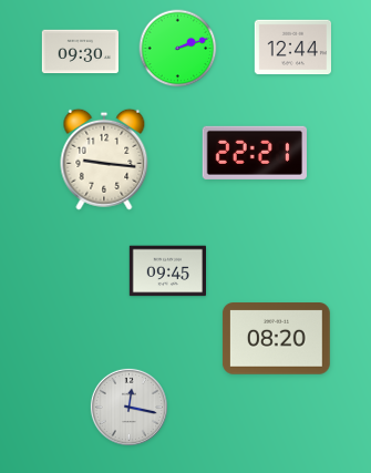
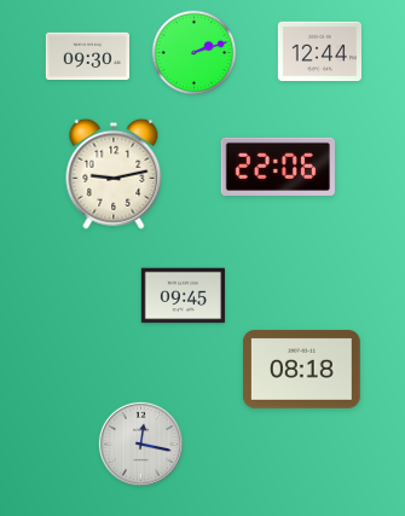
clock at (255, 153): 22:21 -> 22:06
clock at (104, 160): 9:16 -> 9:13
clock at (276, 339): 08:20 -> 08:18
